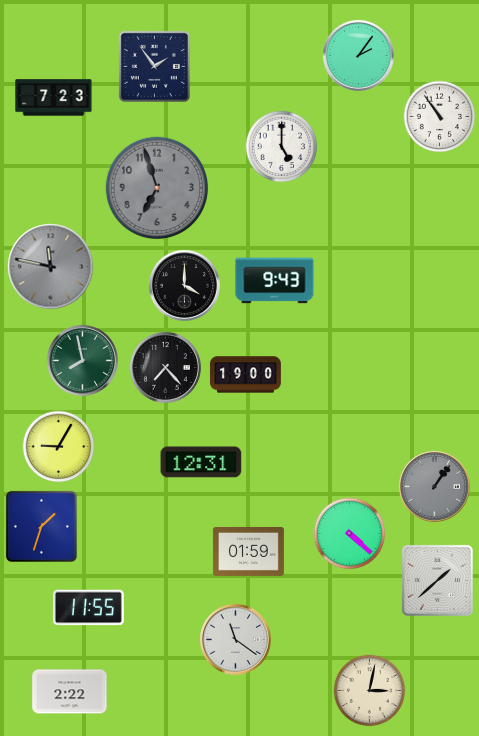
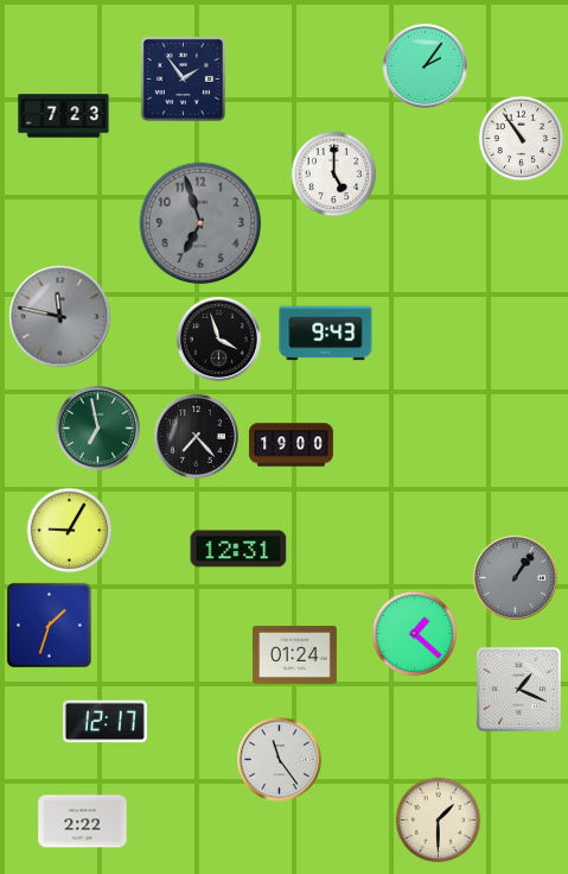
clock at (157, 188) position: (157, 188) -> (200, 223)
clock at (184, 285): 4:00 -> 3:57
clock at (82, 360): 7:58 -> 6:58
clock at (350, 534): 4:22 -> 1:22
clock at (248, 551): 01:59 -> 01:24
clock at (437, 580): 1:38 -> 1:19
clock at (88, 608): 11:55 -> 12:17
clock at (235, 639): 11:21 -> 11:24
clock at (370, 691): 3:02 -> 1:30
